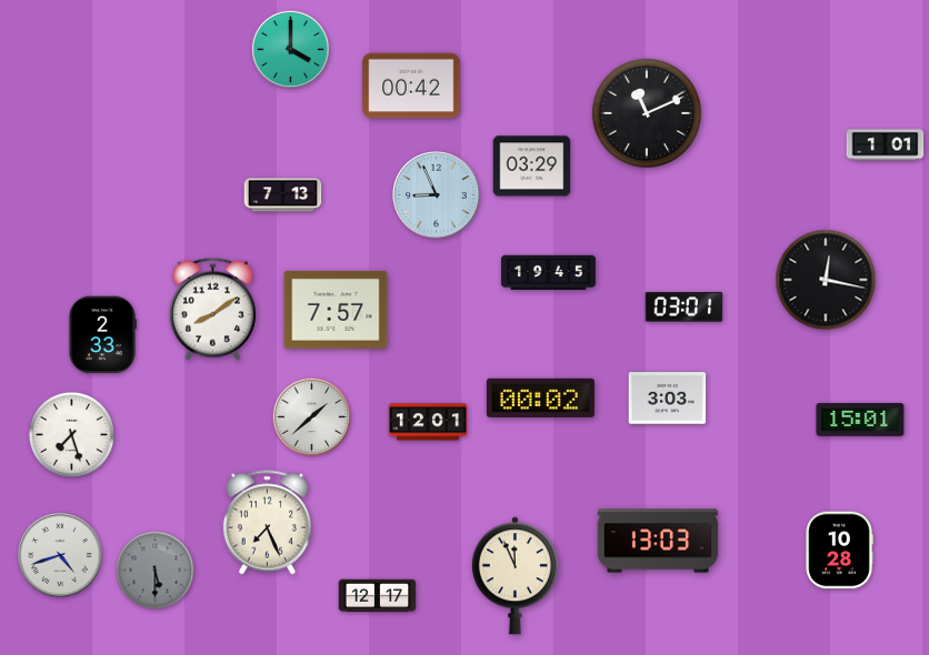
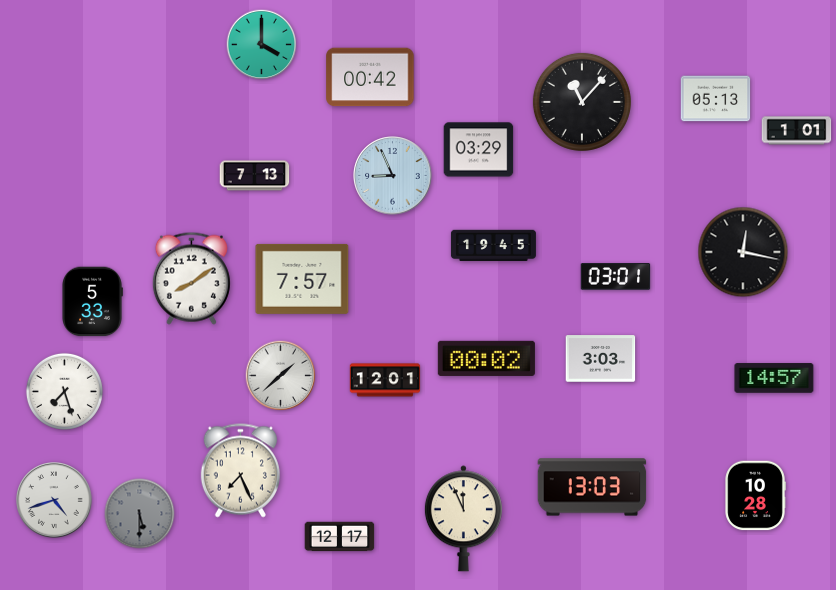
clock at (716, 99): none -> 05:13
clock at (647, 113): 11:11 -> 11:07
clock at (102, 335): 2:33 -> 5:33
clock at (860, 420): 15:01 -> 14:57
